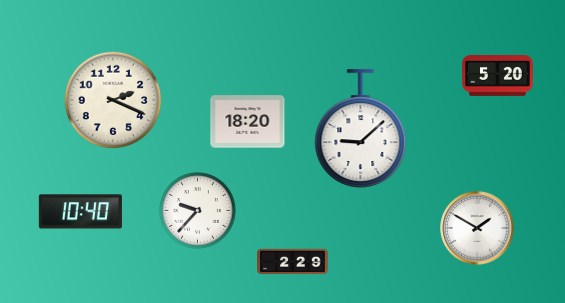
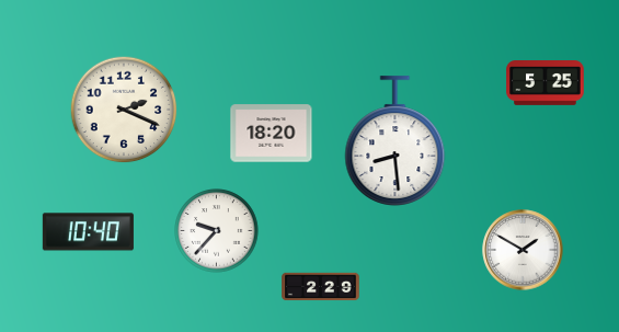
clock at (498, 76): 5:20 -> 5:25
clock at (361, 129): 9:08 -> 8:29
